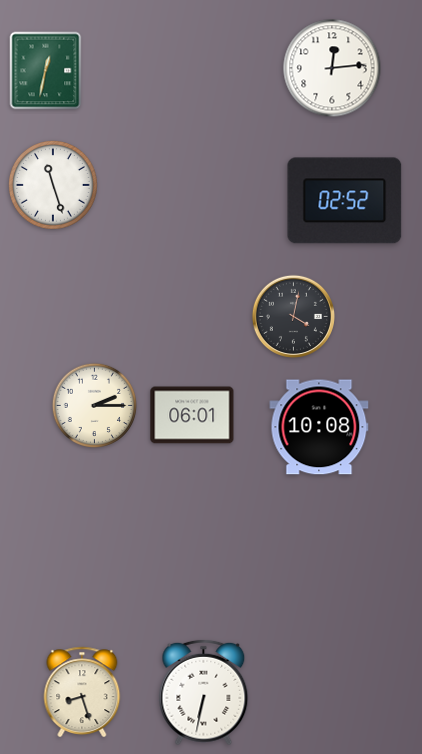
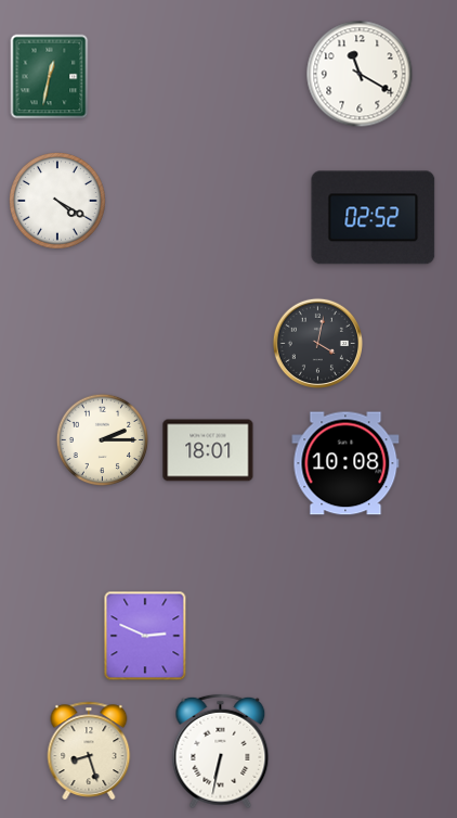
clock at (332, 68): 12:14 -> 11:20
clock at (54, 186): 11:27 -> 4:20
clock at (192, 415): 06:01 -> 18:01
clock at (145, 636): none -> 2:49
